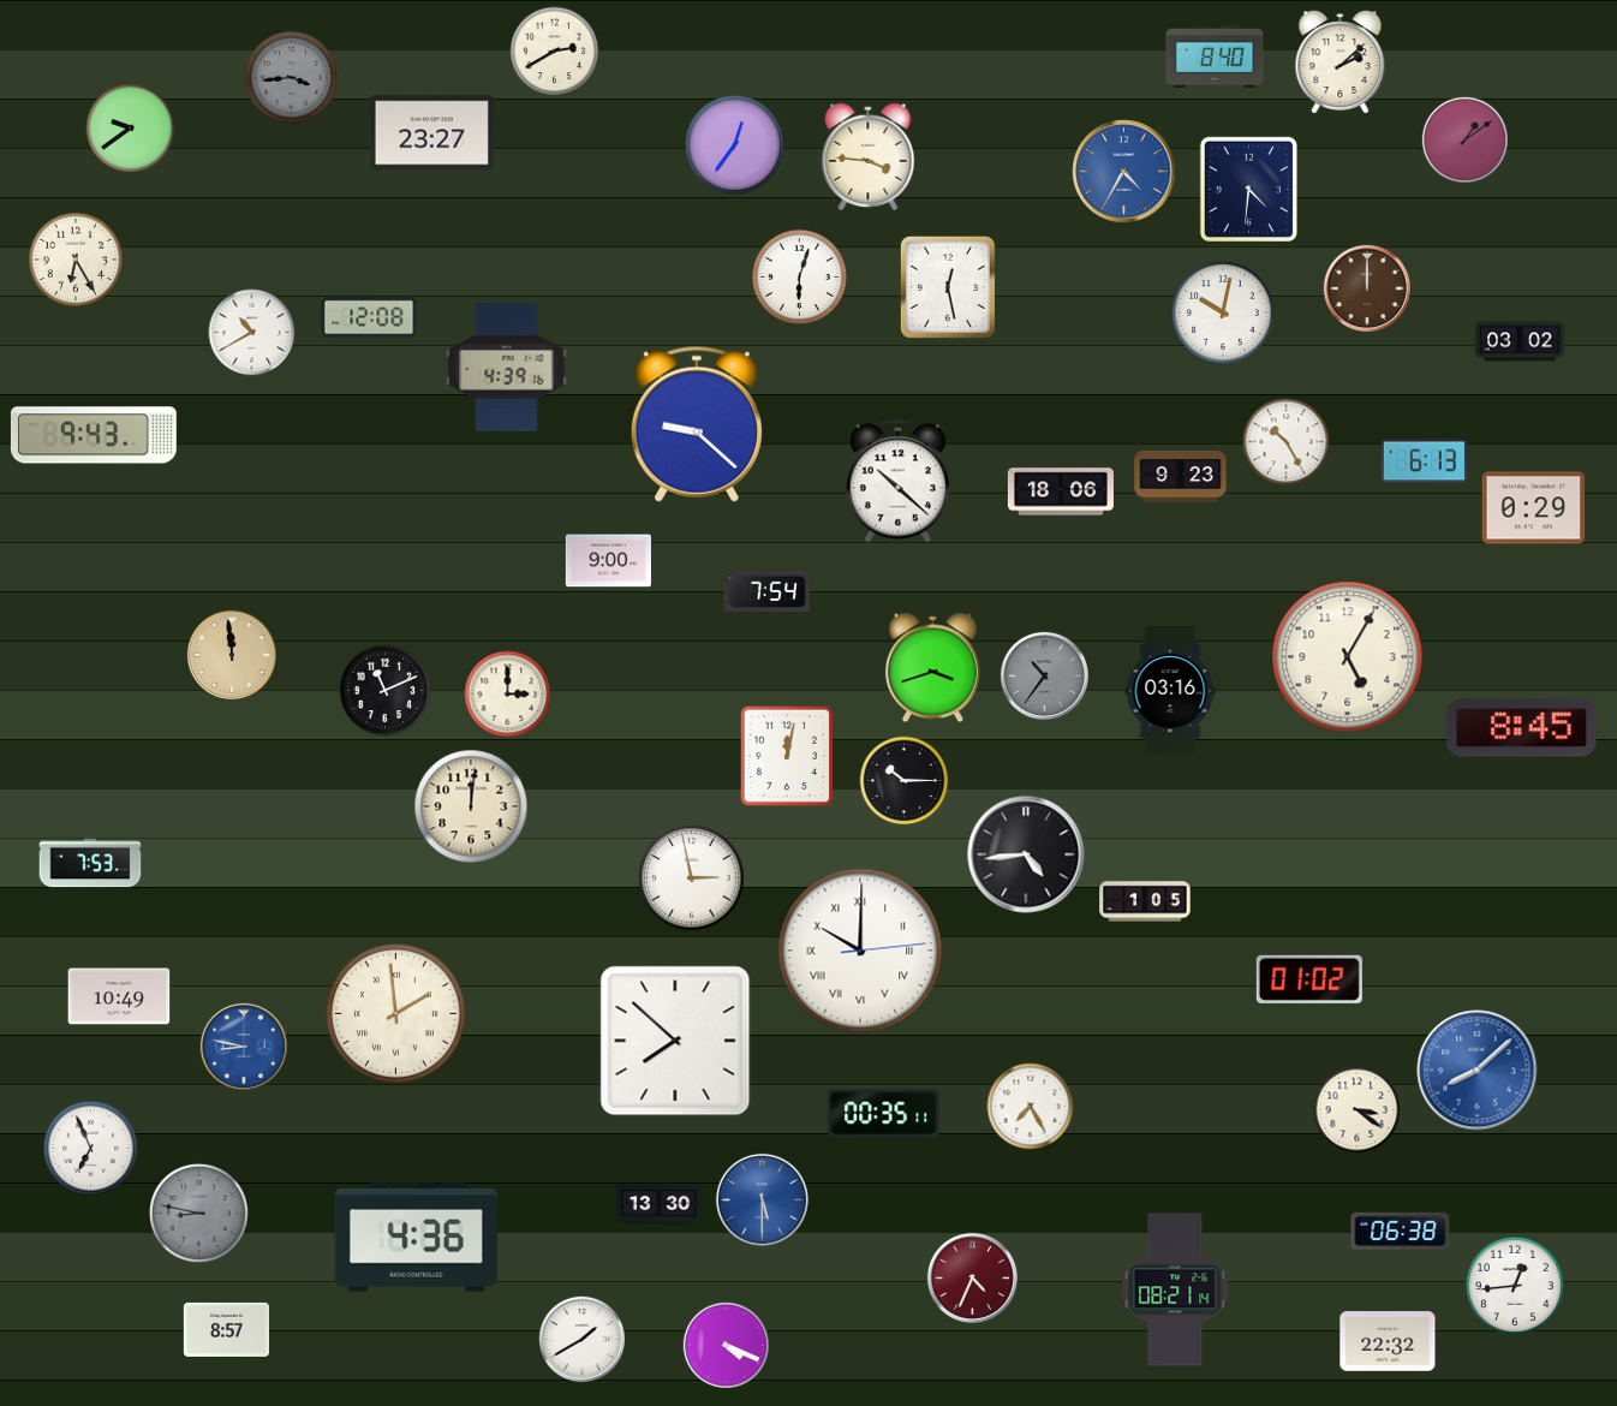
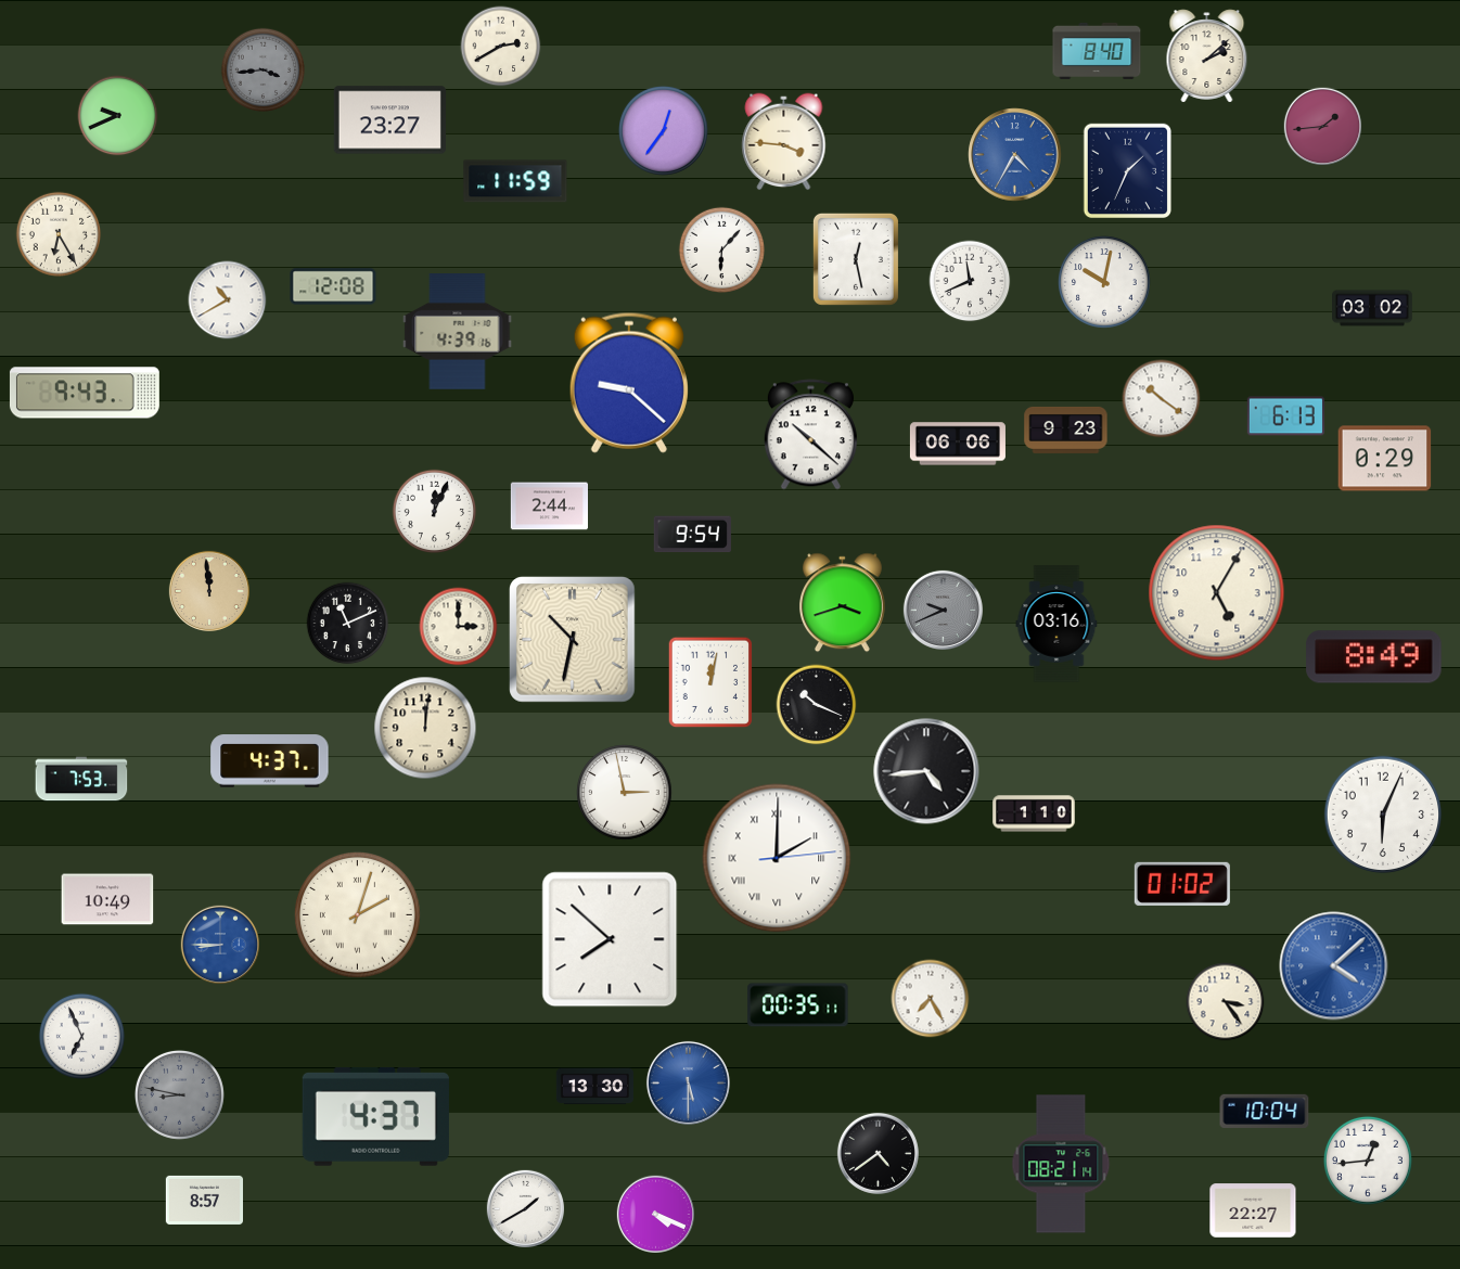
clock at (1341, 62) position: (1341, 62) -> (1207, 56)
clock at (131, 129): 9:39 -> 9:41
clock at (1464, 139): 1:09 -> 1:44
clock at (1248, 189): 4:31 -> 1:34
clock at (515, 181): none -> 11:59
clock at (74, 258) position: (74, 258) -> (57, 233)
clock at (799, 276): 6:03 -> 6:07
clock at (1366, 287): 12:00 -> none
clock at (970, 281): none -> 11:41
clock at (1287, 442): 10:25 -> 10:21
clock at (1061, 491): 18:06 -> 06:06
clock at (608, 561): 9:00 -> 2:44
clock at (435, 512): none -> 12:04
clock at (766, 592): 7:54 -> 9:54
clock at (1044, 675): 10:36 -> 9:41
clock at (573, 640): none -> 10:32
clock at (1522, 728): 8:45 -> 8:49
clock at (905, 781): 10:15 -> 10:19
clock at (270, 761): none -> 4:37
clock at (1145, 901): 1:05 -> 1:10
clock at (1383, 815): none -> 6:04
clock at (860, 951): 10:00 -> 2:00
clock at (395, 1013): 1:59 -> 2:03
clock at (243, 1045): 8:47 -> 8:45
clock at (1478, 1071): 8:08 -> 4:08
clock at (1358, 1110): 3:21 -> 3:24
clock at (1401, 1231): 06:38 -> 10:04
clock at (416, 1238): 4:36 -> 4:37
clock at (972, 1277): 4:34 -> 4:39
clock at (972, 1277) dial: burgundy -> black
clock at (1388, 1341): 22:32 -> 22:27
